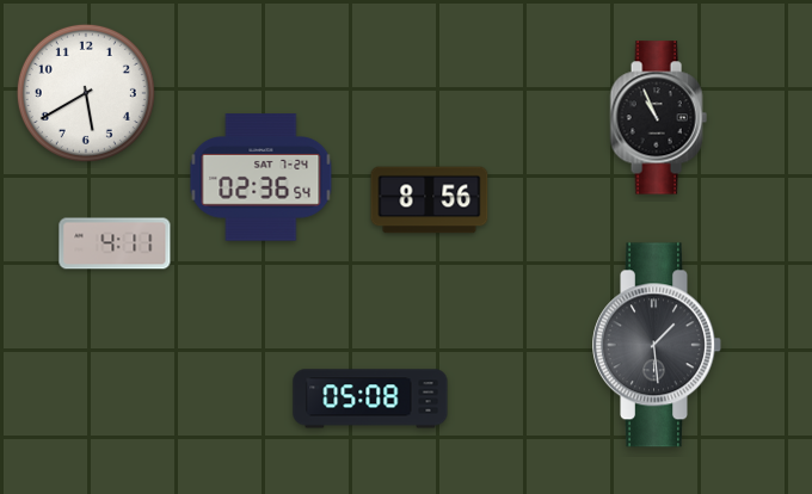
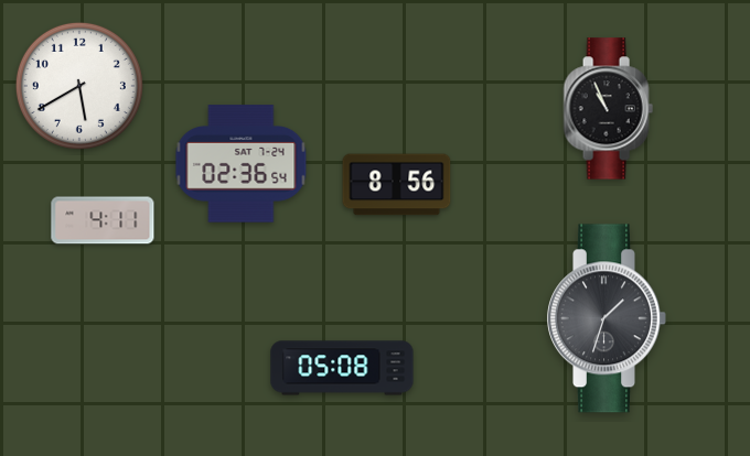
clock at (115, 243) position: (115, 243) -> (103, 220)
clock at (657, 345): 1:29 -> 1:33
